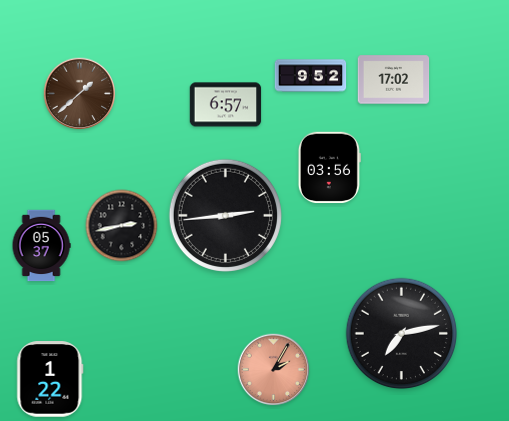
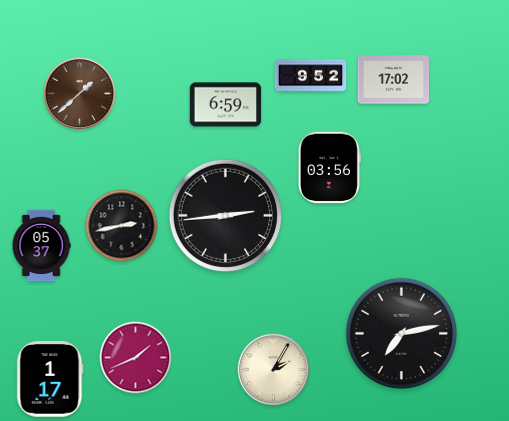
clock at (226, 105): 6:57 -> 6:59
clock at (136, 358): none -> 1:41
clock at (274, 370) dial: salmon -> cream
clock at (50, 379): 1:22 -> 1:17
